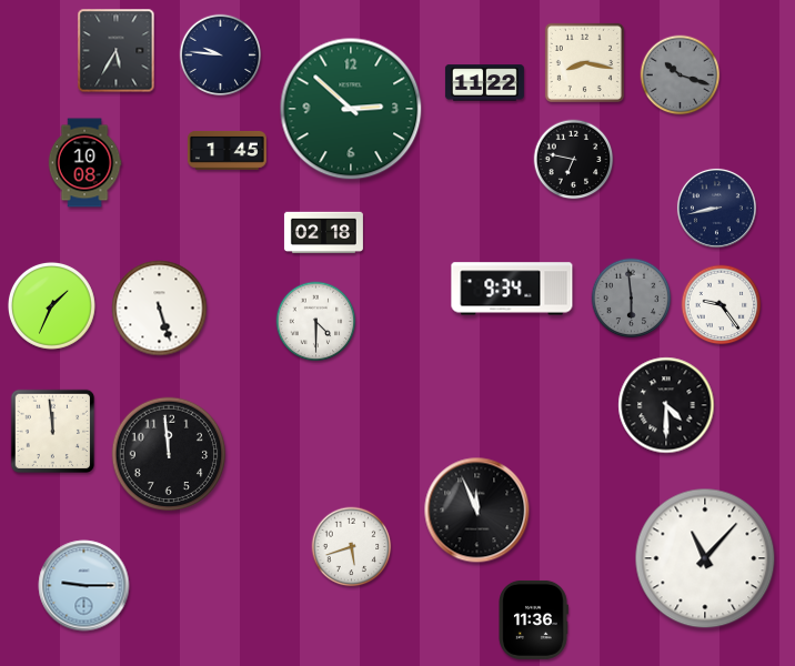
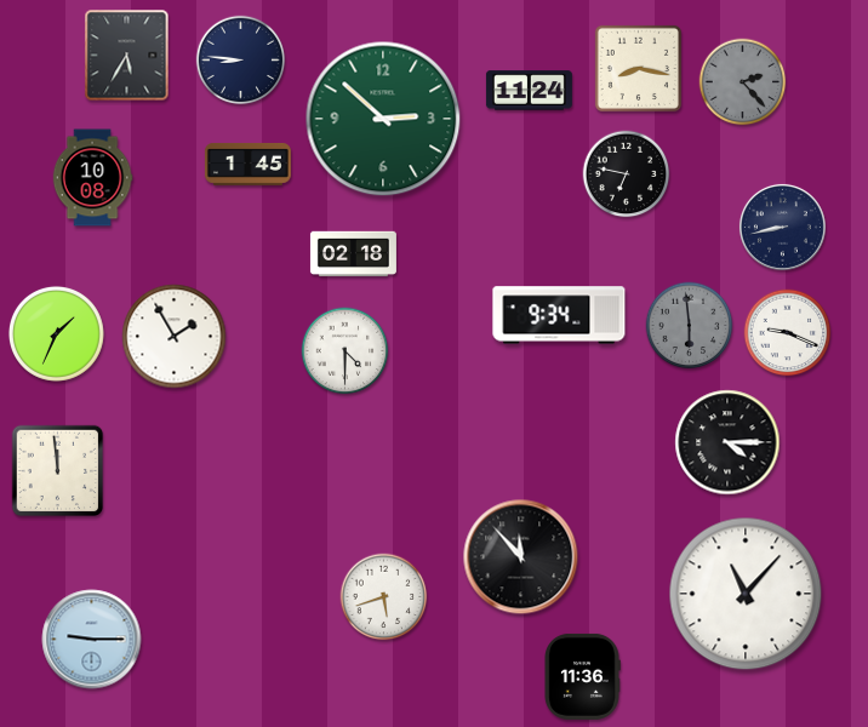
clock at (221, 56): 9:46 -> 8:46
clock at (681, 75): 10:18 -> 2:23
clock at (484, 83): 11:22 -> 11:24
clock at (722, 305): 9:24 -> 9:19
clock at (160, 309): 5:27 -> 1:55
clock at (666, 405): 4:30 -> 4:15
clock at (169, 454): 11:59 -> none
clock at (477, 511): 11:56 -> 11:53
clock at (705, 558) position: (705, 558) -> (746, 594)
